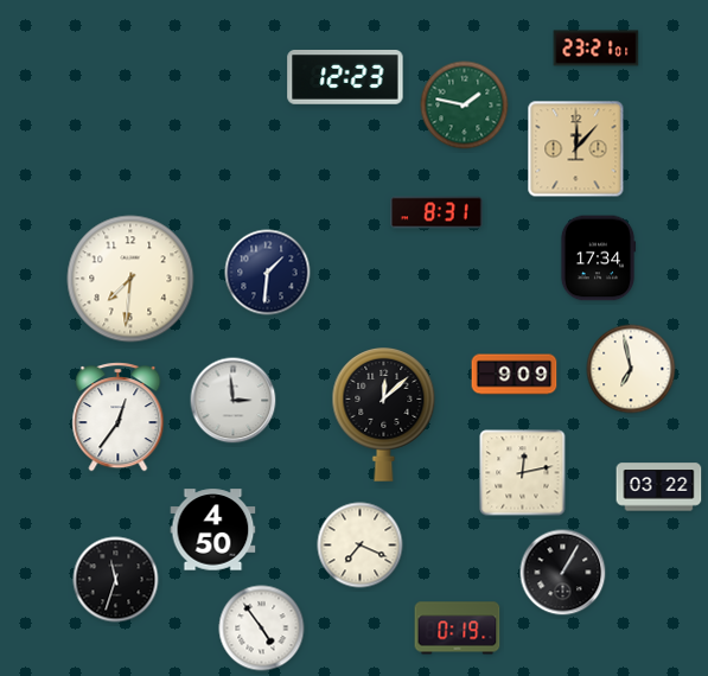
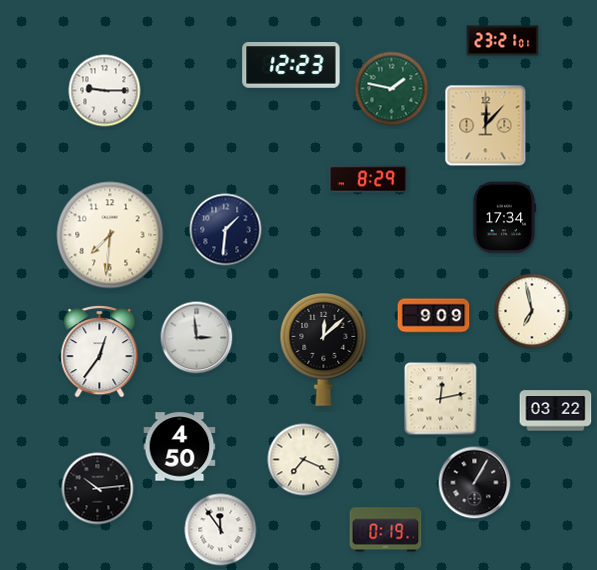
clock at (105, 91): none -> 9:15
clock at (438, 212): 8:31 -> 8:29
clock at (116, 580): 11:33 -> 10:14
clock at (262, 629): 4:54 -> 11:54
